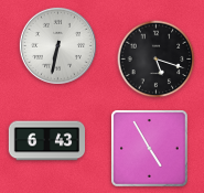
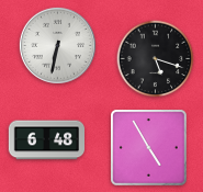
clock at (46, 141): 6:43 -> 6:48
